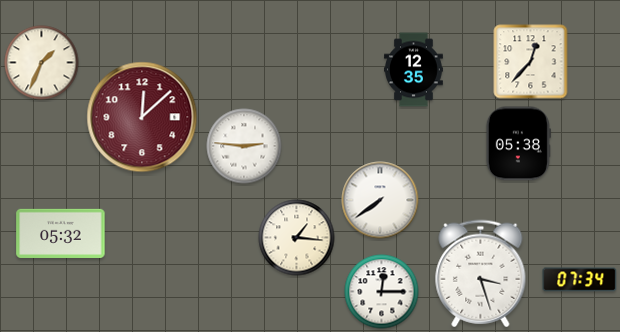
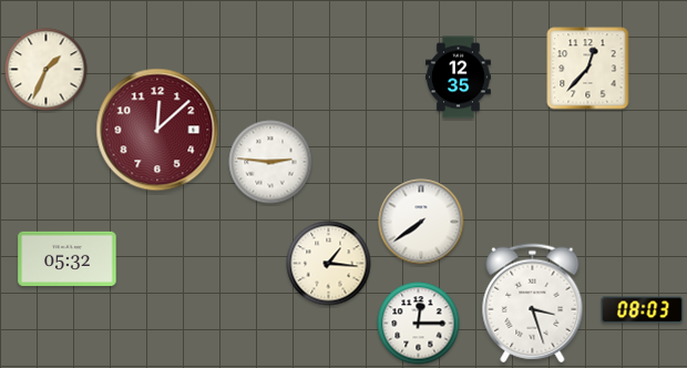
clock at (518, 144): 05:38 -> none
clock at (580, 280): 07:34 -> 08:03
clock at (382, 292) position: (382, 292) -> (419, 324)
